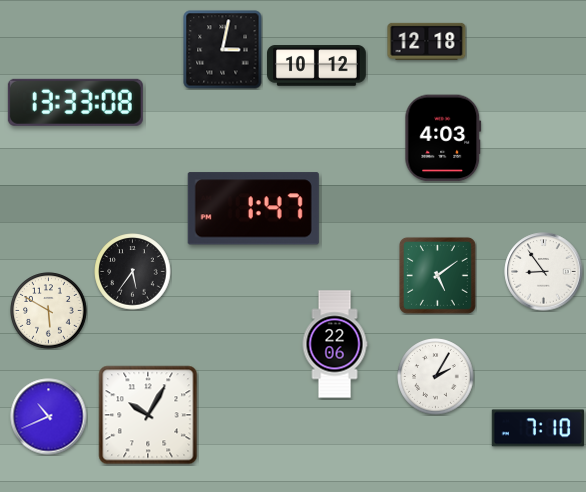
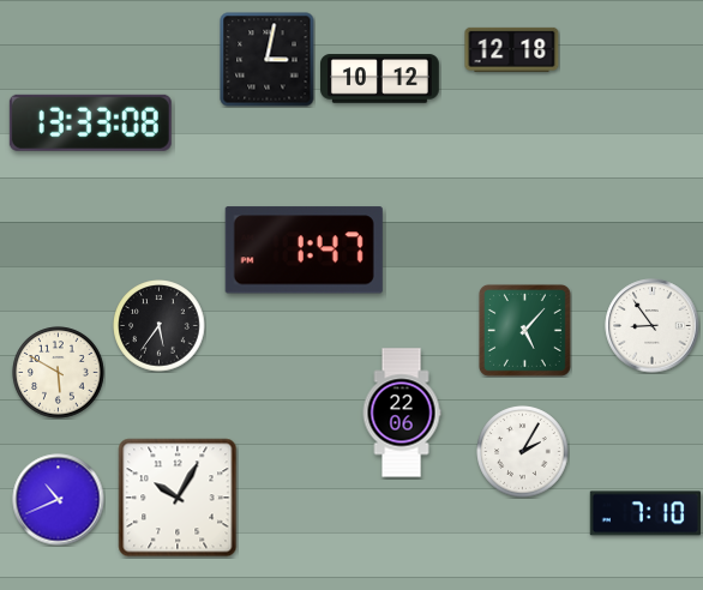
clock at (443, 138): 4:03 -> none
clock at (437, 275): 5:09 -> 5:07
